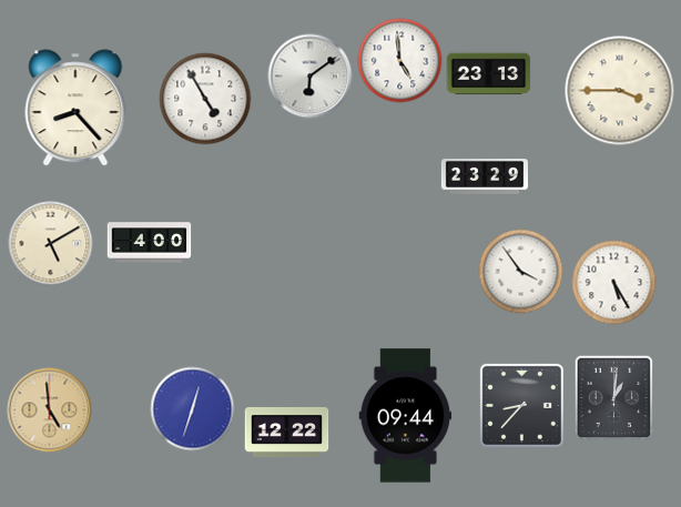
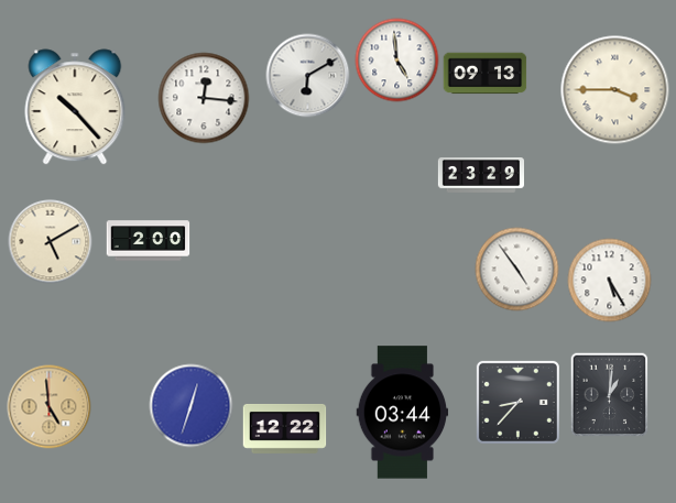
clock at (489, 74): 23:13 -> 09:13
clock at (311, 77): 6:09 -> 6:10
clock at (205, 99): 4:55 -> 12:16
clock at (75, 108): 8:23 -> 10:23
clock at (150, 243): 4:00 -> 2:00
clock at (521, 272): 3:54 -> 4:54
clock at (406, 416): 09:44 -> 03:44
